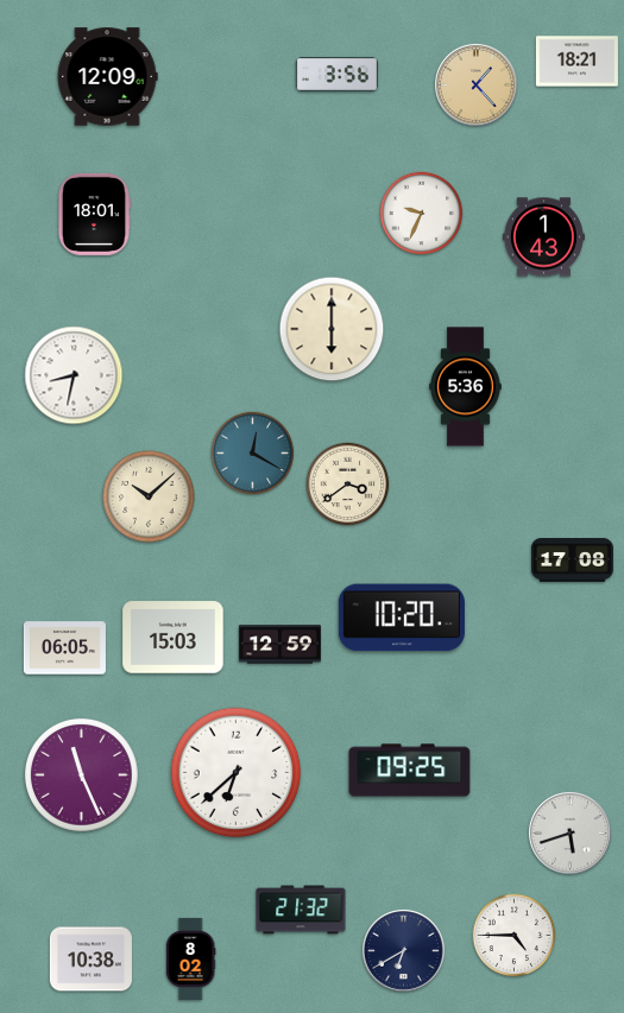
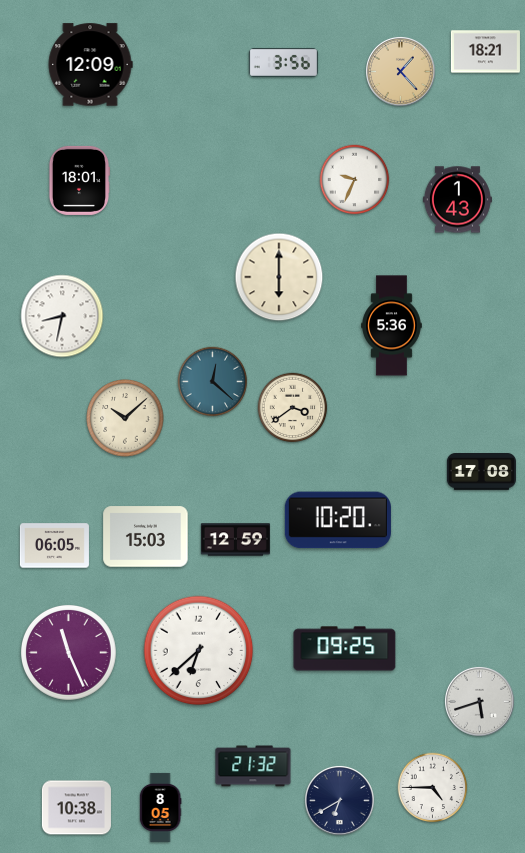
clock at (253, 454): 12:20 -> 12:22
clock at (279, 645) position: (279, 645) -> (235, 540)
clock at (190, 958): 8:02 -> 8:05
